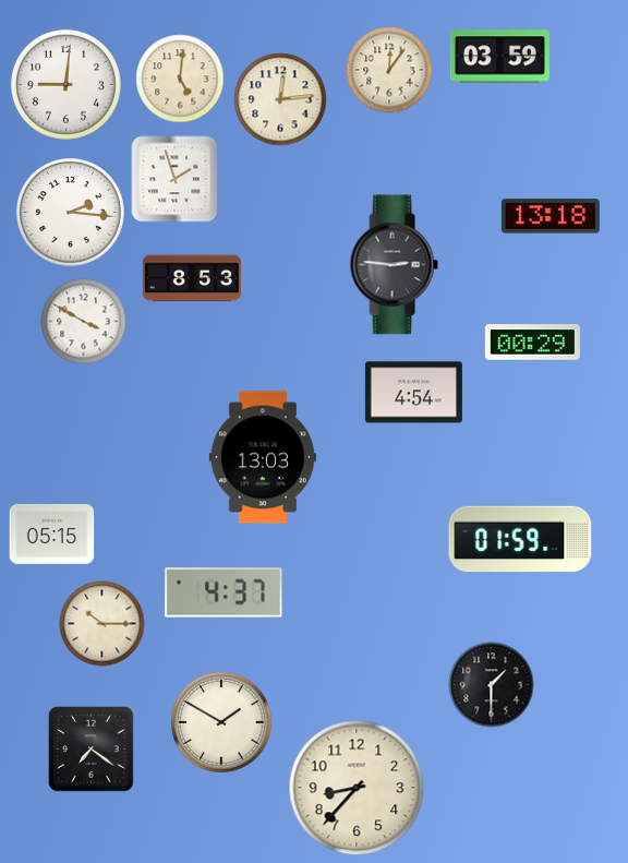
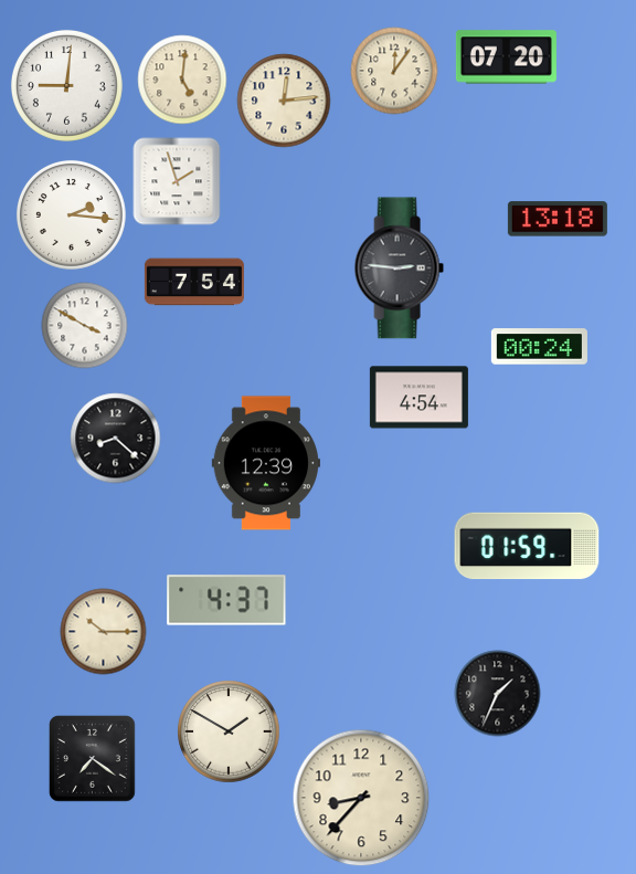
clock at (499, 57): 03:59 -> 07:20
clock at (192, 278): 8:53 -> 7:54
clock at (532, 343): 00:29 -> 00:24
clock at (115, 438): none -> 8:22
clock at (263, 457): 13:03 -> 12:39
clock at (51, 534): 05:15 -> none
clock at (491, 684): 1:30 -> 1:34
clock at (221, 722) position: (221, 722) -> (229, 731)
